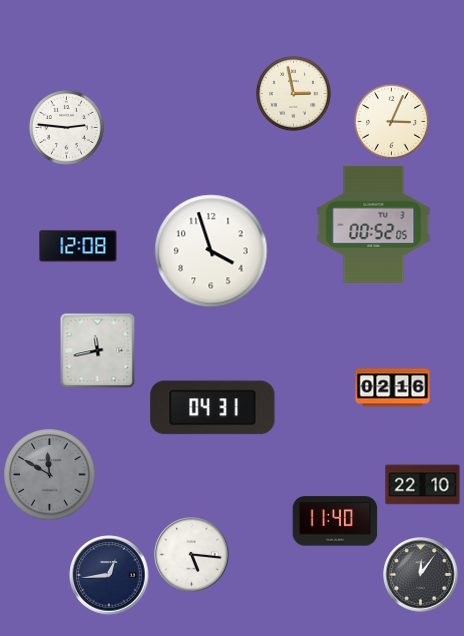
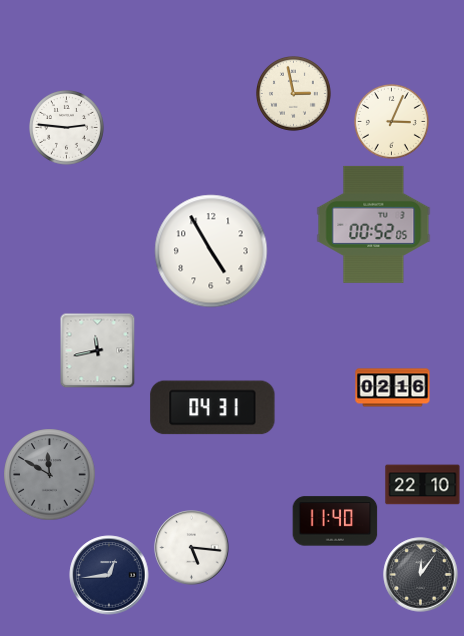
clock at (78, 246): 12:08 -> none
clock at (211, 251): 3:57 -> 4:55
clock at (192, 555) position: (192, 555) -> (192, 548)
